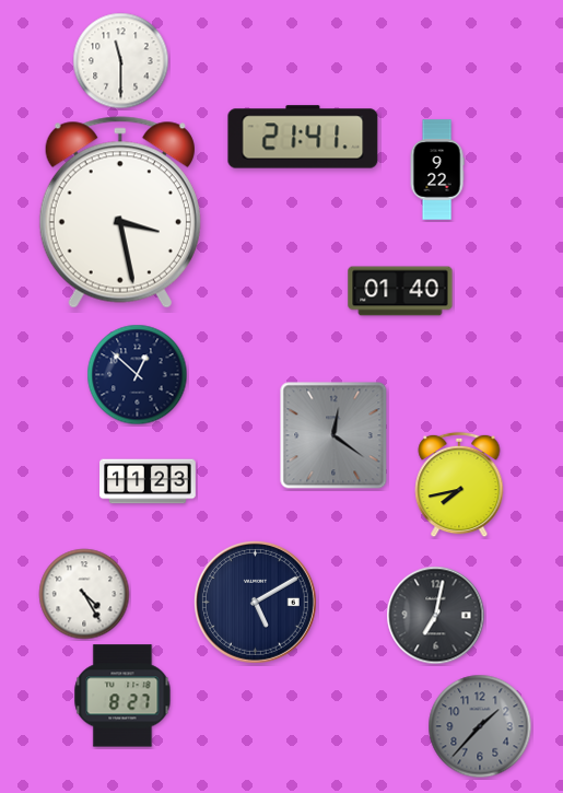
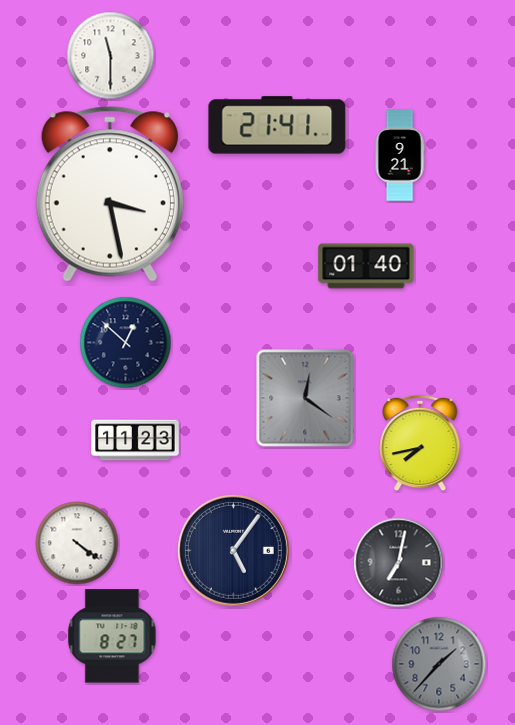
clock at (437, 170): 9:22 -> 9:21
clock at (84, 594): 4:25 -> 4:21
clock at (255, 602): 5:10 -> 5:06
